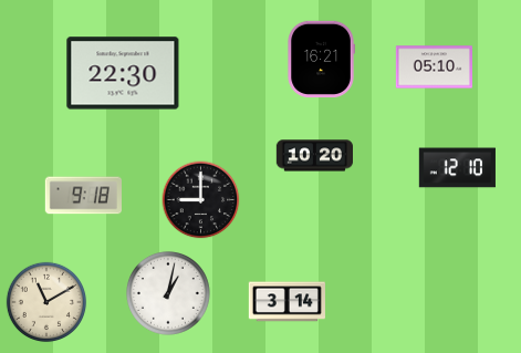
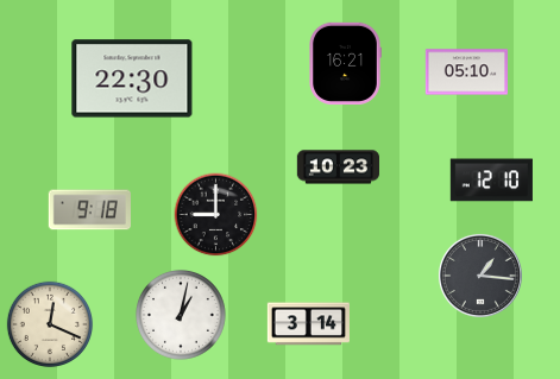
clock at (314, 156): 10:20 -> 10:23
clock at (480, 276): none -> 1:16
clock at (46, 302): 11:10 -> 12:19
